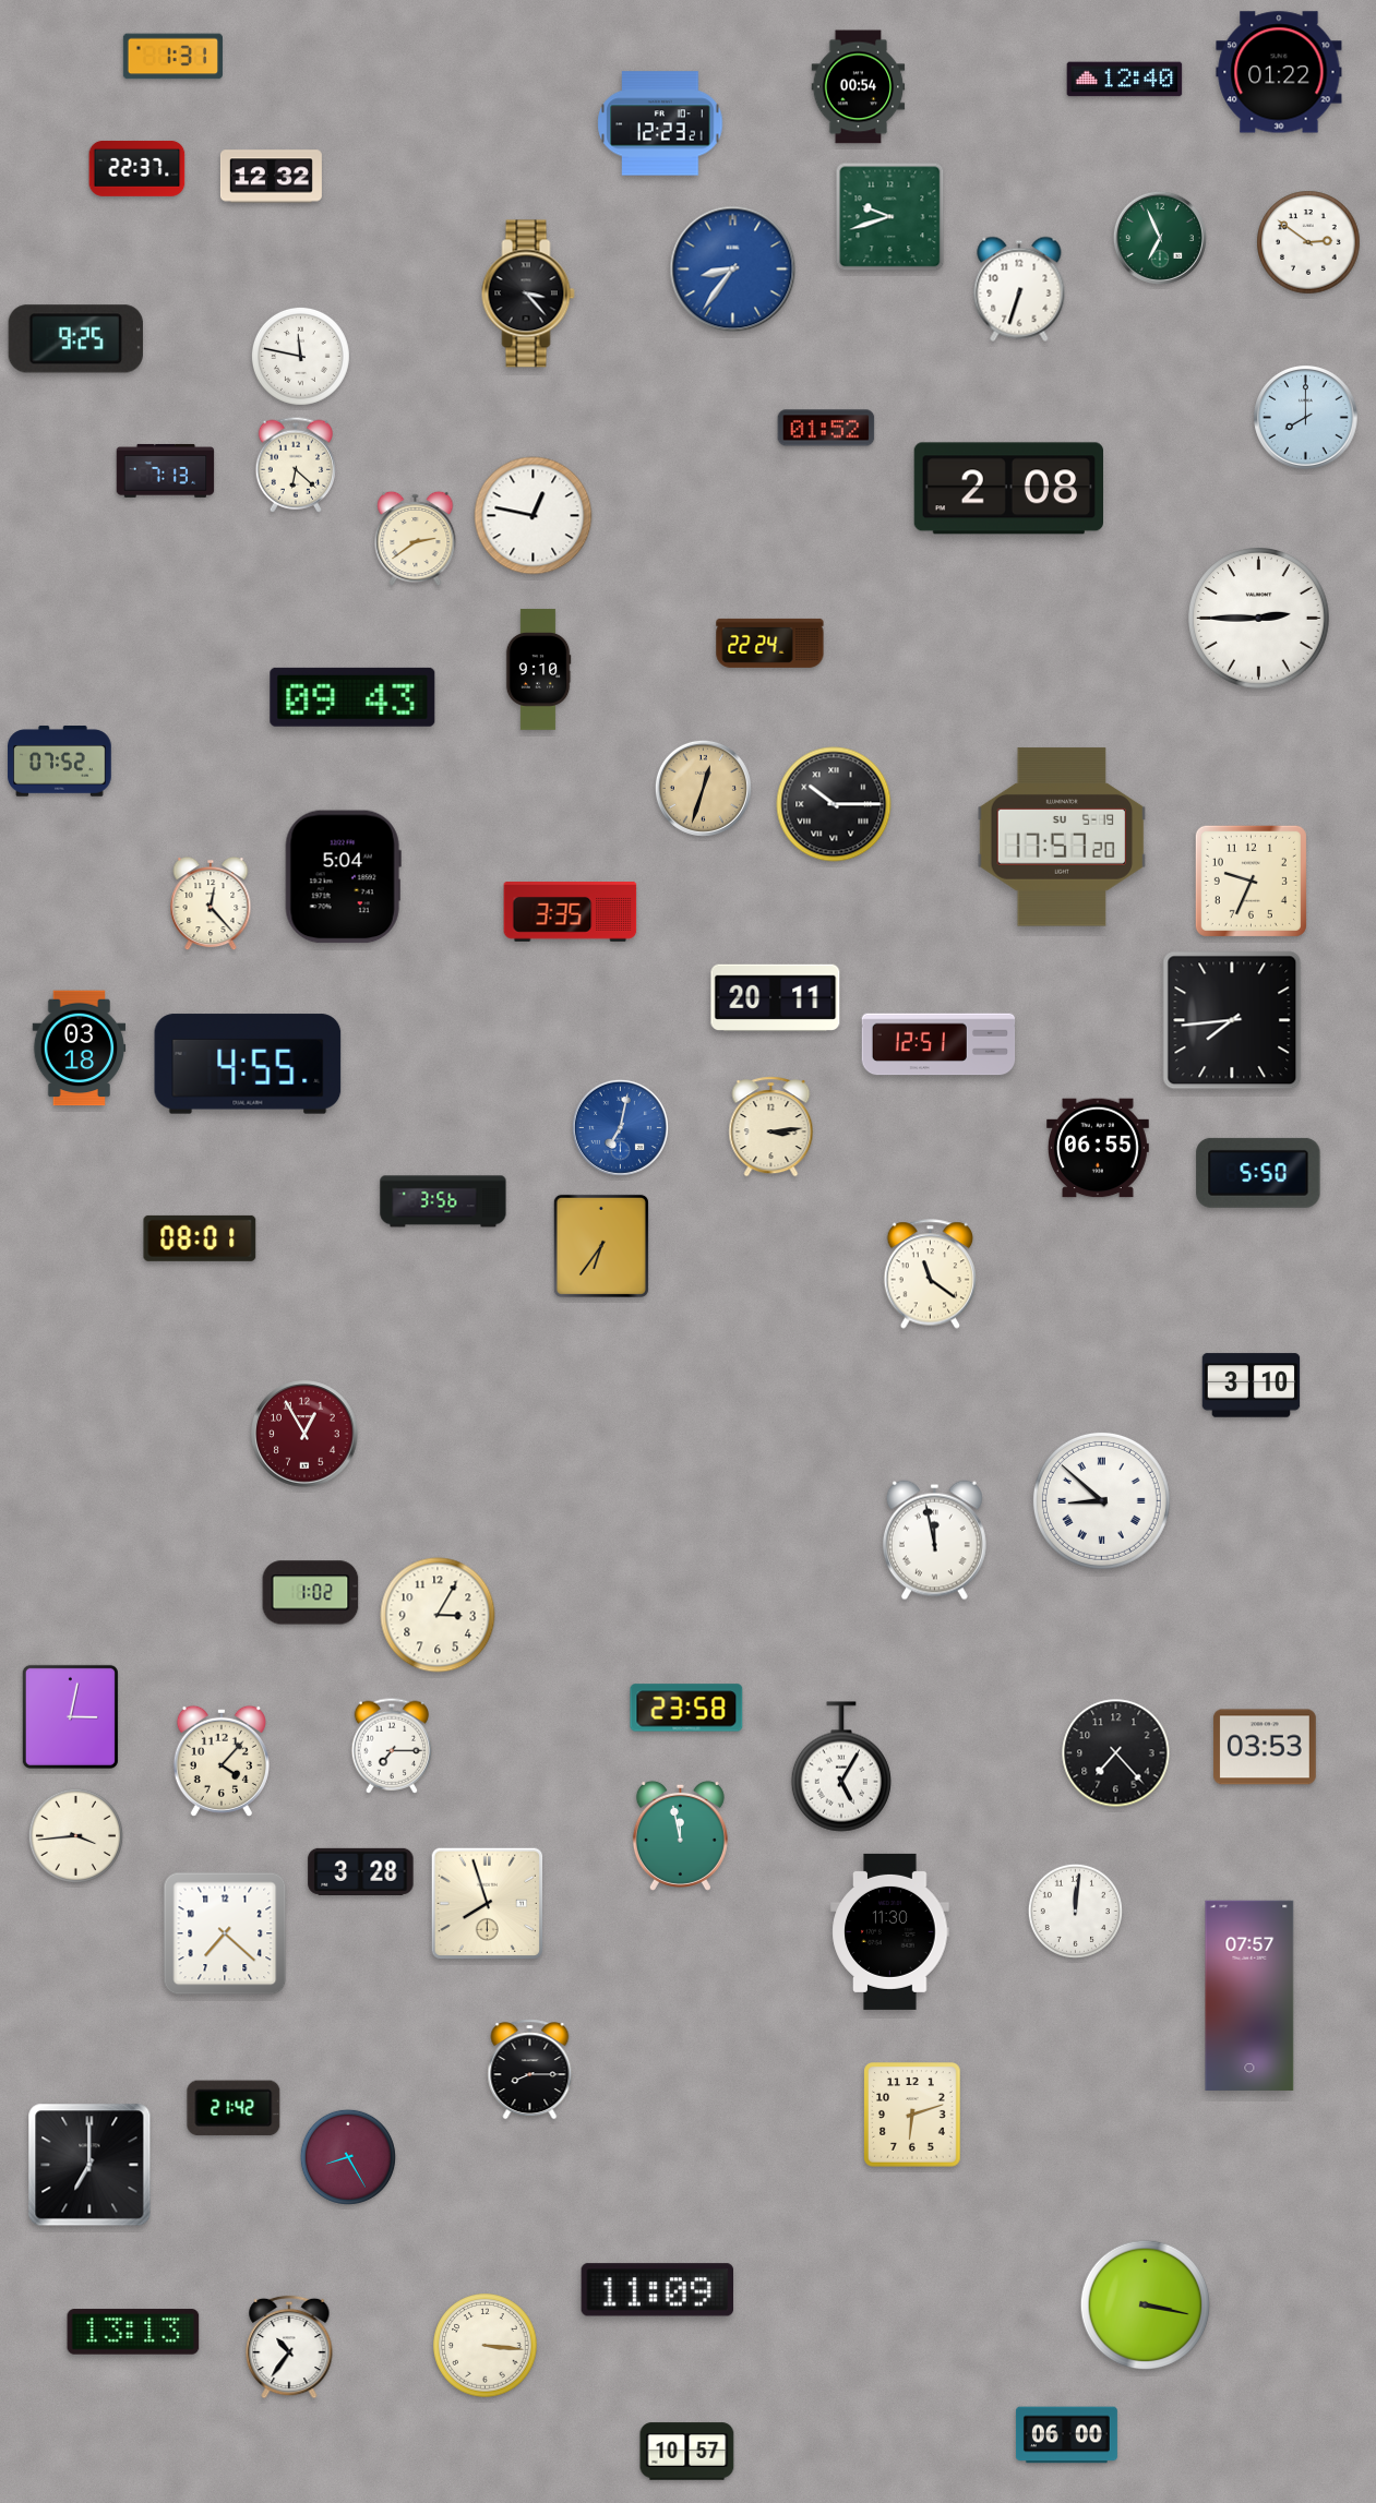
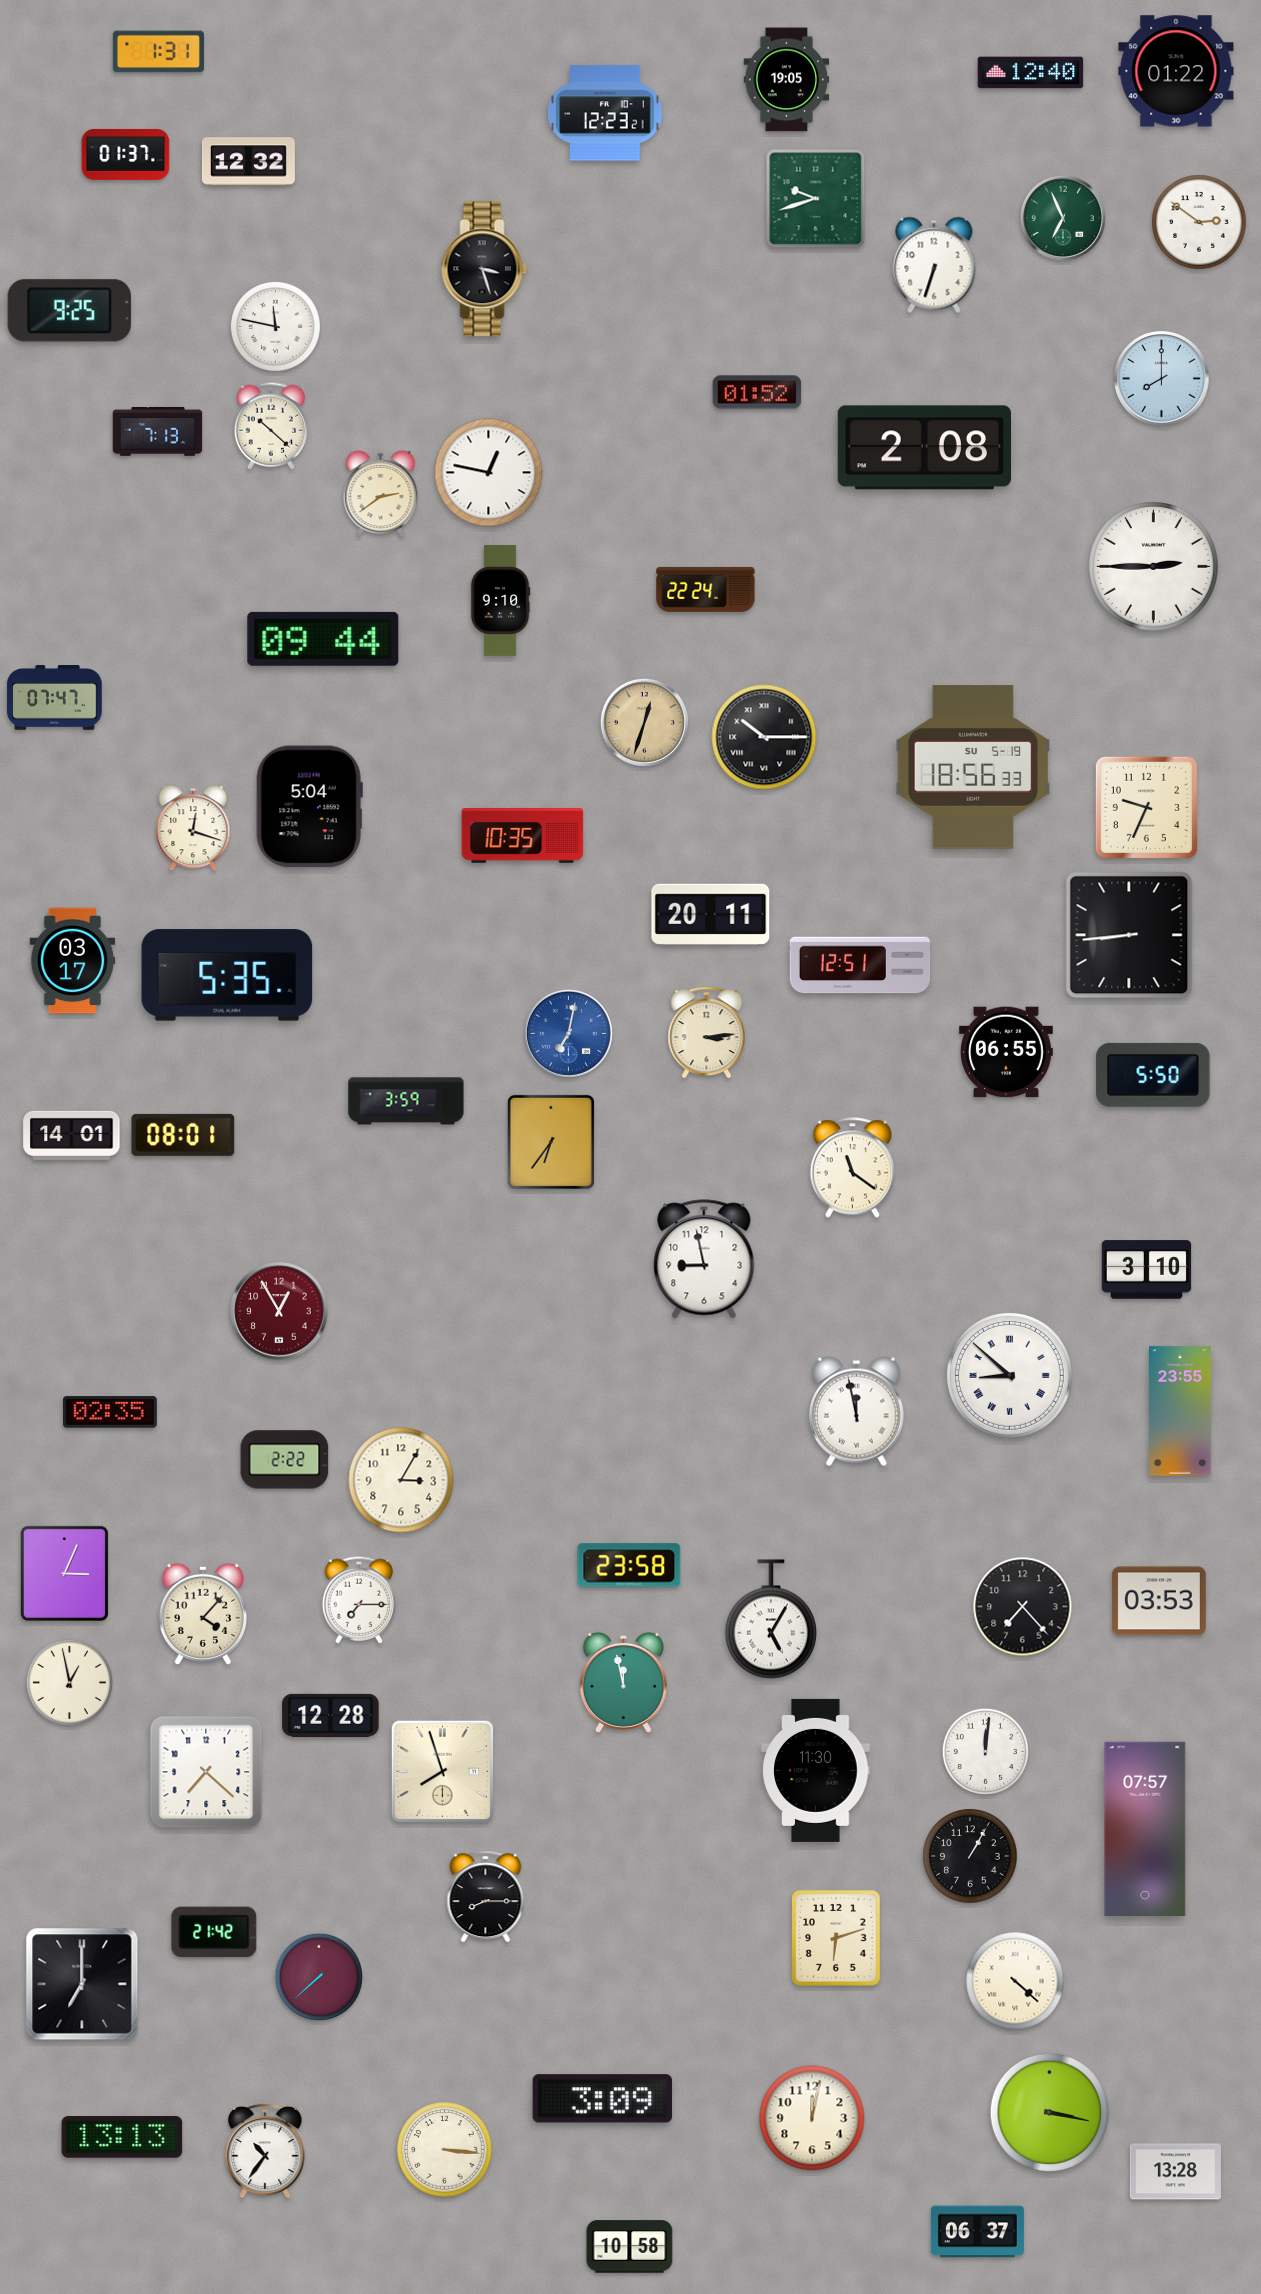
clock at (1279, 72) position: (1279, 72) -> (1176, 71)
clock at (859, 87): 00:54 -> 19:05
clock at (137, 168): 22:37 -> 01:37
clock at (733, 270): 8:36 -> none
clock at (528, 294): 3:23 -> 3:27
clock at (1306, 418) position: (1306, 418) -> (1162, 379)
clock at (296, 465): 6:22 -> 10:22
clock at (166, 470) position: (166, 470) -> (158, 431)
clock at (538, 670) position: (538, 670) -> (500, 601)
clock at (352, 697): 09:43 -> 09:44
clock at (60, 762): 07:52 -> 07:47
clock at (1062, 837): 17:57 -> 18:56
clock at (343, 877) position: (343, 877) -> (309, 807)
clock at (211, 903): 12:23 -> 12:18
clock at (571, 912): 3:35 -> 10:35
clock at (1232, 1020): 7:44 -> 8:44
clock at (938, 1044) position: (938, 1044) -> (860, 965)
clock at (80, 1049): 03:18 -> 03:17
clock at (248, 1064): 4:55 -> 5:35
clock at (443, 1201): 3:56 -> 3:59
clock at (72, 1135): none -> 14:01
clock at (704, 1259): none -> 8:58
clock at (304, 1434) position: (304, 1434) -> (279, 1311)
clock at (1181, 1411): none -> 23:55
clock at (110, 1412): none -> 02:35
clock at (311, 1593): 1:02 -> 2:22
clock at (70, 1716): 3:02 -> 3:04
clock at (75, 1835): 3:44 -> 12:58
clock at (361, 1871): 3:28 -> 12:28
clock at (488, 1904) position: (488, 1904) -> (443, 1772)
clock at (970, 1856): none -> 1:05
clock at (348, 2157): 8:25 -> 7:38
clock at (1015, 1981): none -> 4:22
clock at (657, 2290): 11:09 -> 3:09
clock at (812, 2118): none -> 12:02
clock at (1175, 2172): none -> 13:28
clock at (1066, 2435): 06:00 -> 06:37
clock at (687, 2452): 10:57 -> 10:58
